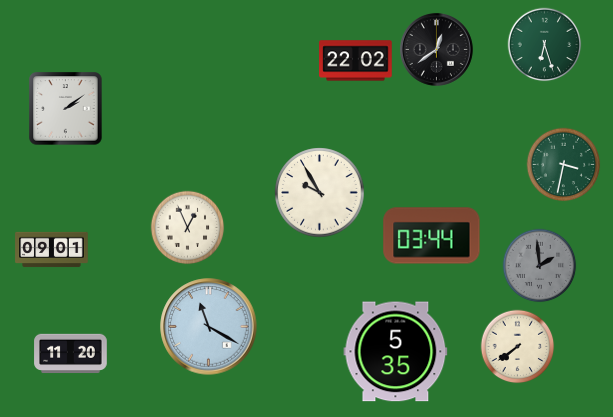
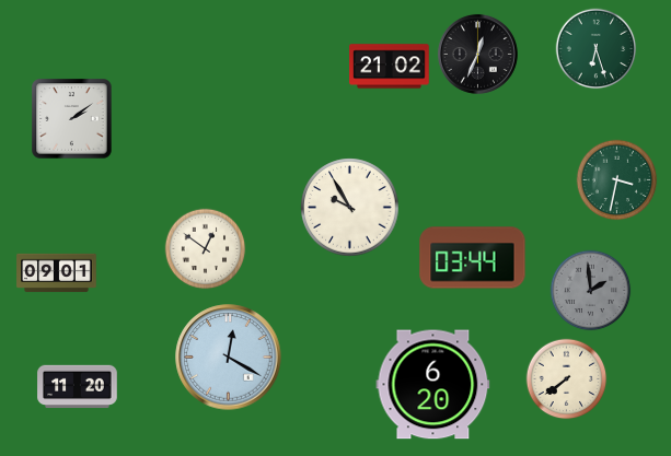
clock at (436, 49): 12:39 -> 12:34
clock at (356, 61): 22:02 -> 21:02
clock at (320, 193) position: (320, 193) -> (350, 208)
clock at (188, 228): 12:56 -> 12:51
clock at (209, 327): 11:20 -> 12:20
clock at (396, 352): 5:35 -> 6:20
